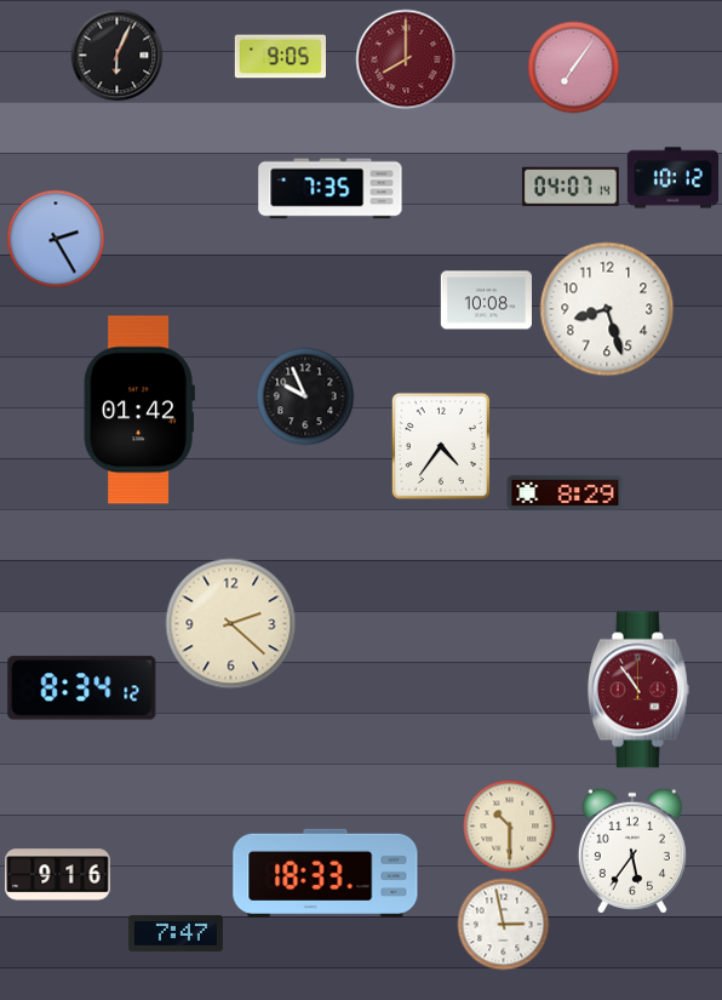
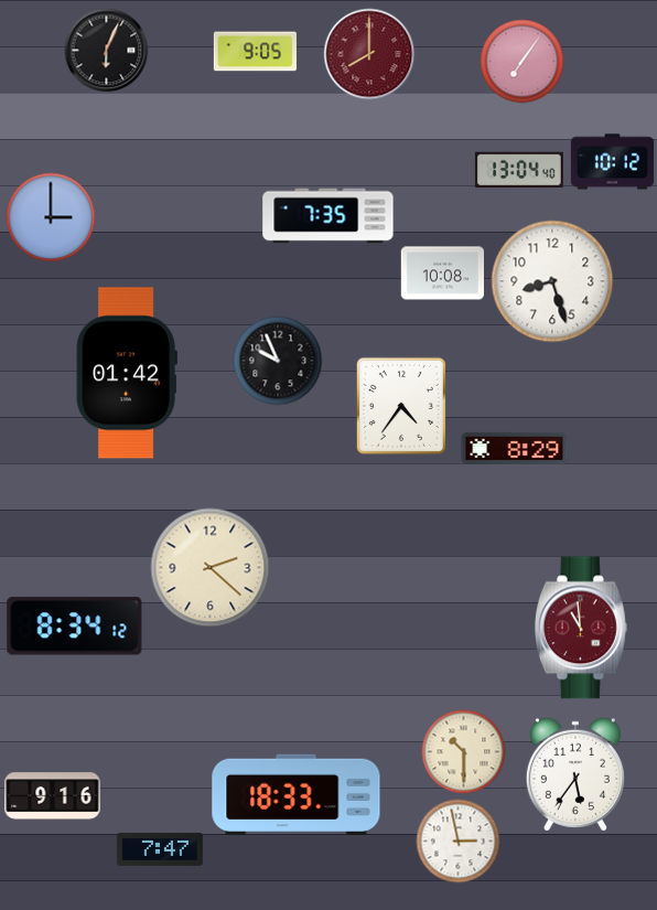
clock at (571, 185): 04:07 -> 13:04
clock at (331, 189) position: (331, 189) -> (328, 216)
clock at (56, 239): 2:25 -> 3:00
clock at (638, 690): 10:54 -> 10:59
